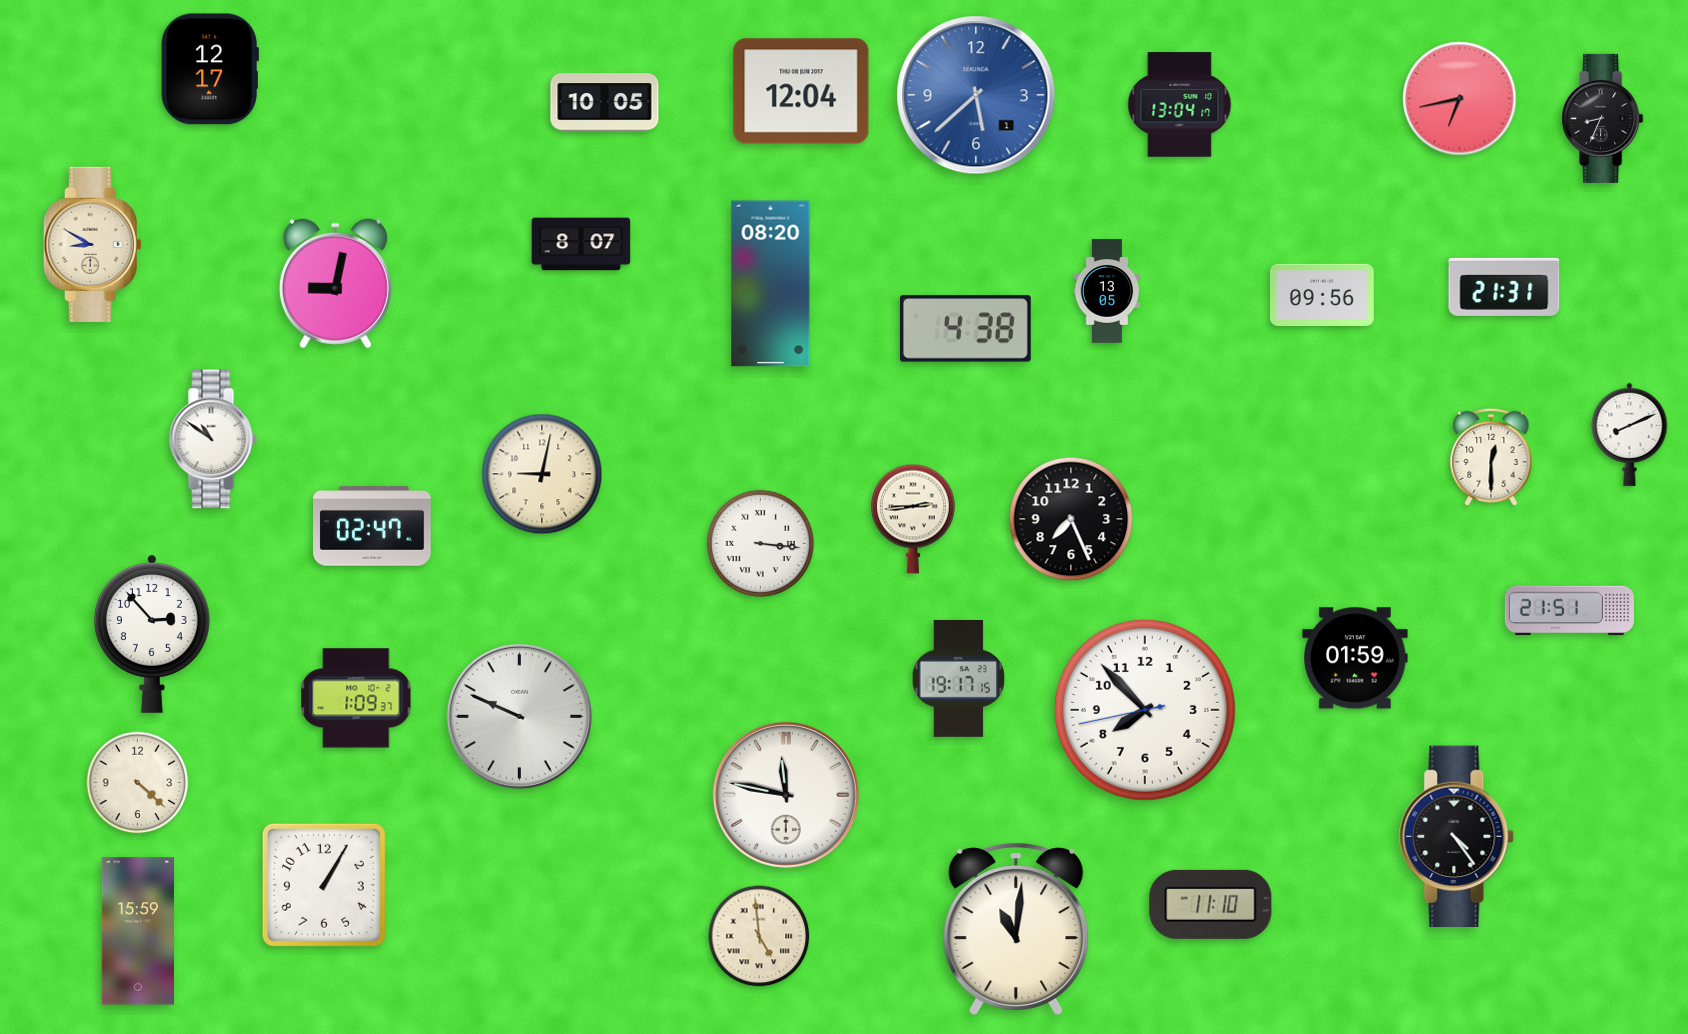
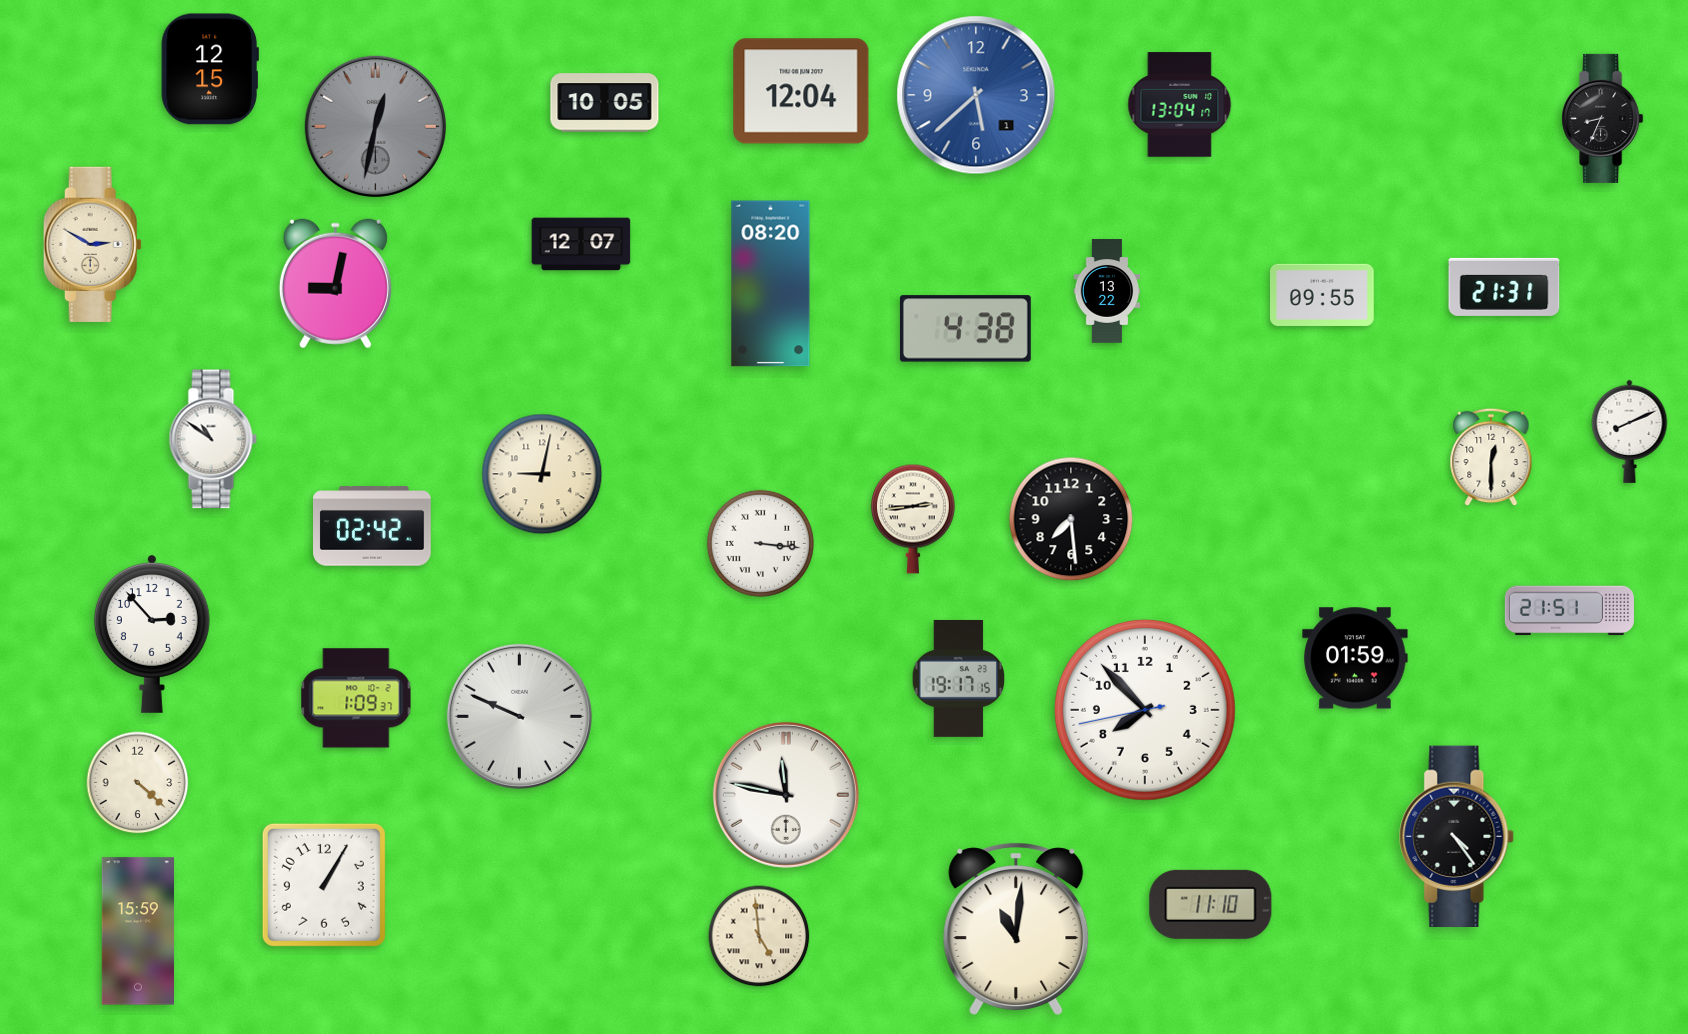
clock at (210, 69): 12:17 -> 12:15
clock at (1460, 99): 6:43 -> none
clock at (375, 126): none -> 12:32
clock at (92, 244): 8:50 -> 2:50
clock at (581, 244): 8:07 -> 12:07
clock at (1107, 291): 13:05 -> 13:22
clock at (1323, 294): 09:56 -> 09:55
clock at (1630, 434) position: (1630, 434) -> (1630, 431)
clock at (1071, 519): 7:26 -> 7:29
clock at (373, 526): 02:47 -> 02:42
